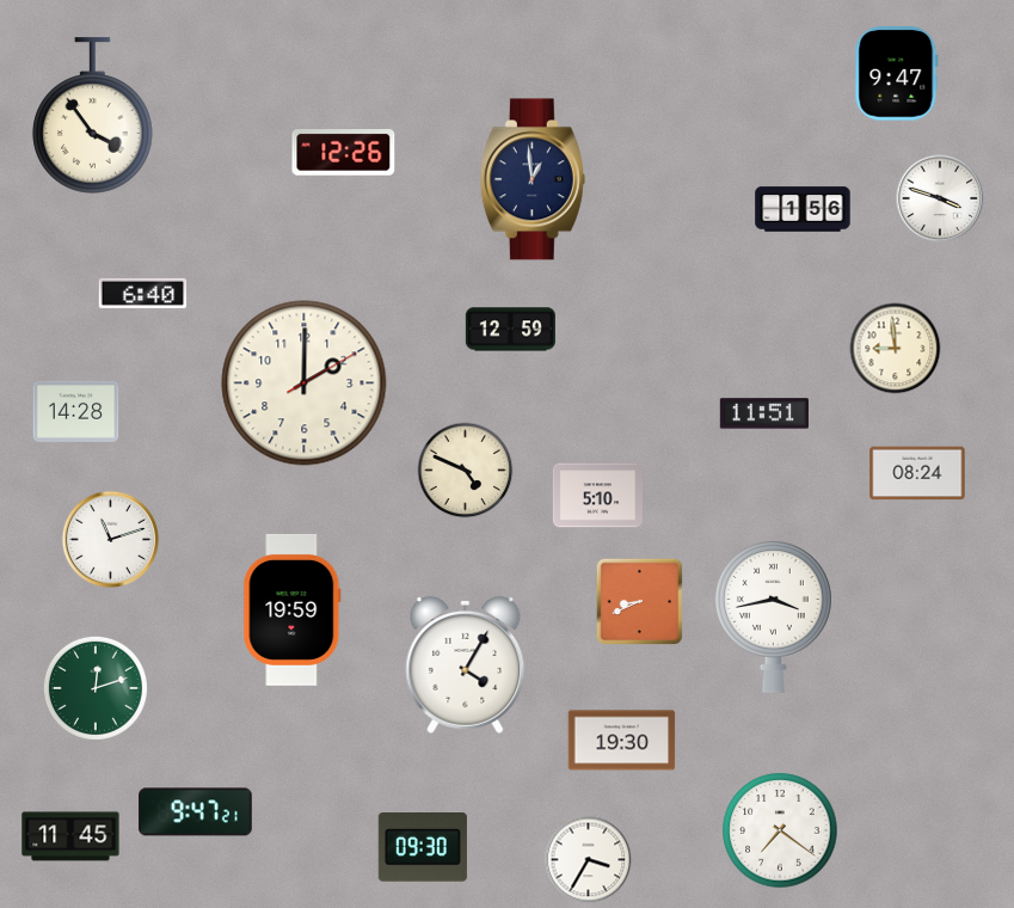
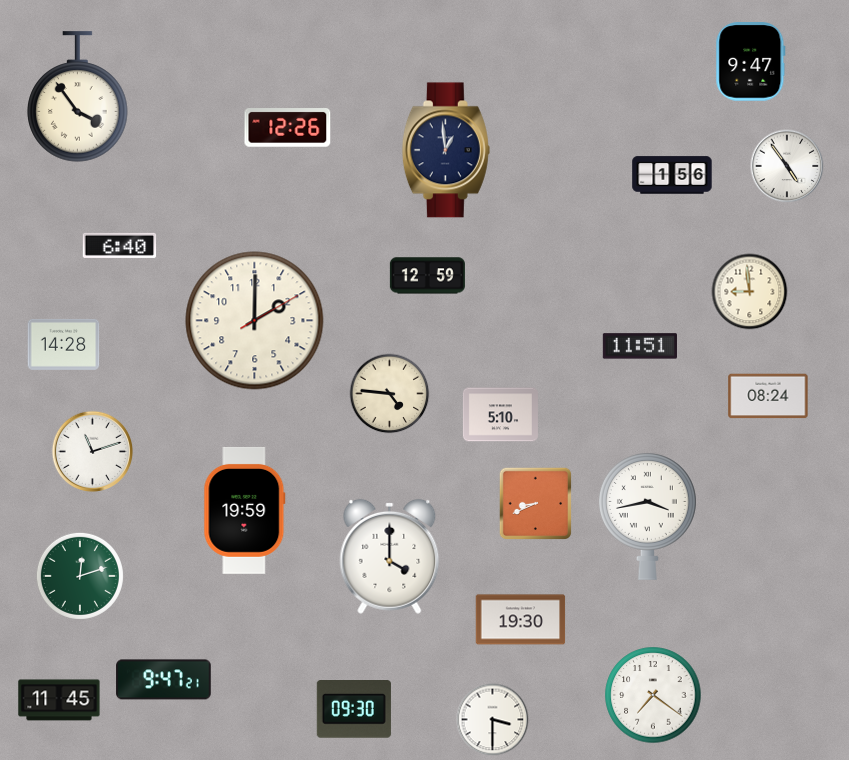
clock at (940, 198): 3:48 -> 4:54
clock at (466, 471): 4:49 -> 4:46
clock at (466, 664): 4:05 -> 4:00
clock at (589, 860): 3:35 -> 3:30
